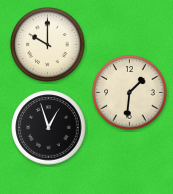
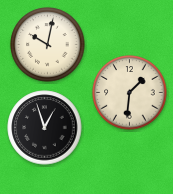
clock at (48, 45): 10:00 -> 10:02
clock at (49, 128) position: (49, 128) -> (45, 128)
